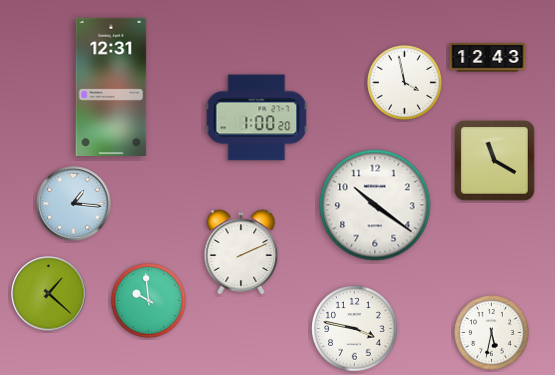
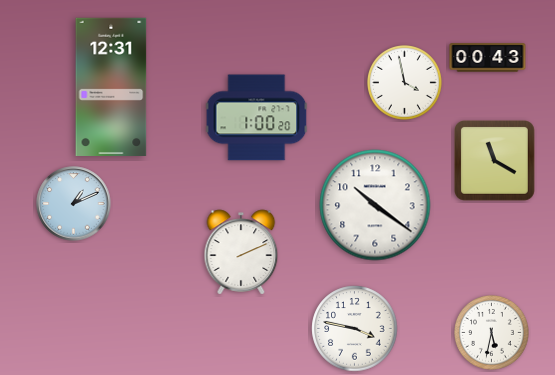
clock at (488, 58): 12:43 -> 00:43
clock at (74, 204): 1:16 -> 1:11
clock at (49, 294): 1:22 -> none
clock at (149, 301): 9:59 -> none
